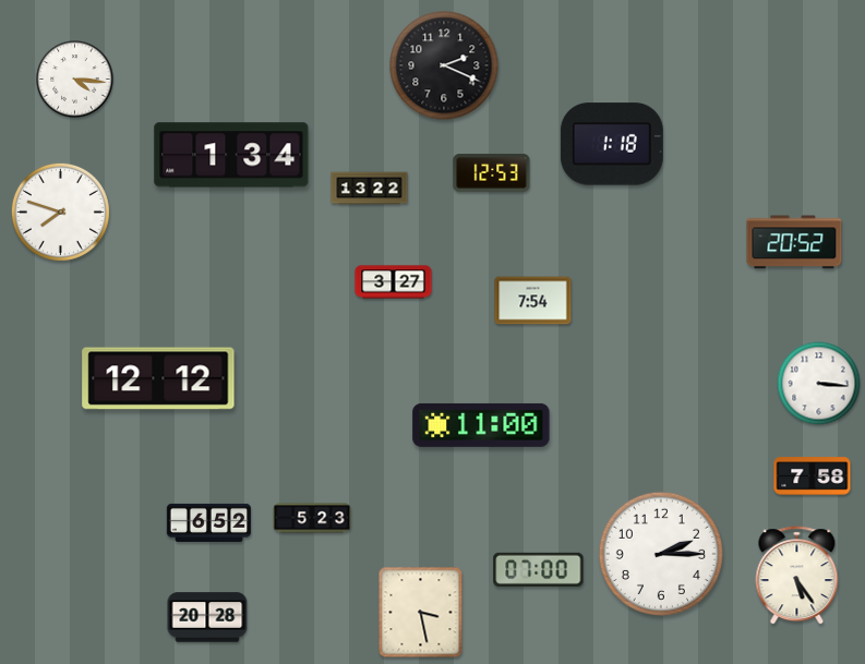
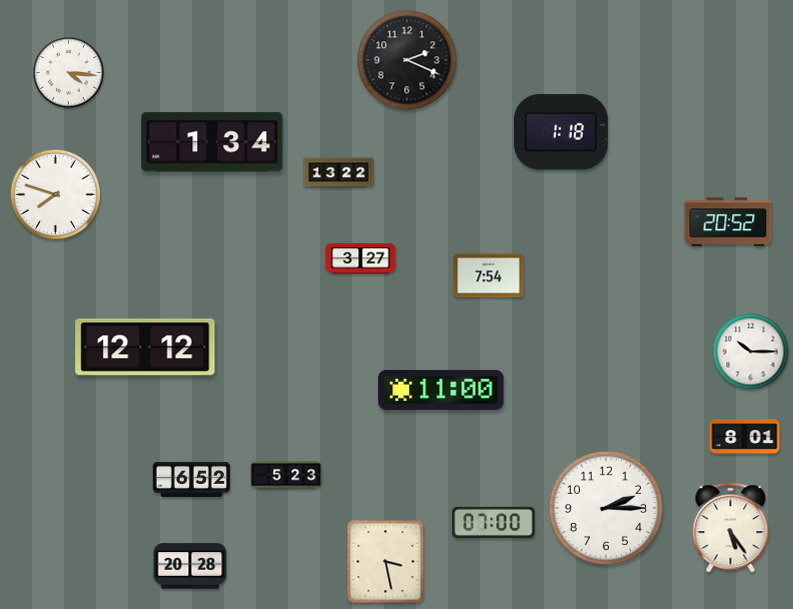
clock at (492, 173): 12:53 -> none
clock at (819, 384): 3:16 -> 10:15
clock at (813, 476): 7:58 -> 8:01
